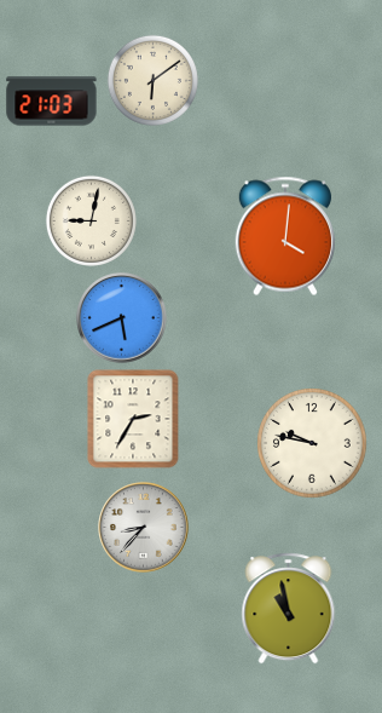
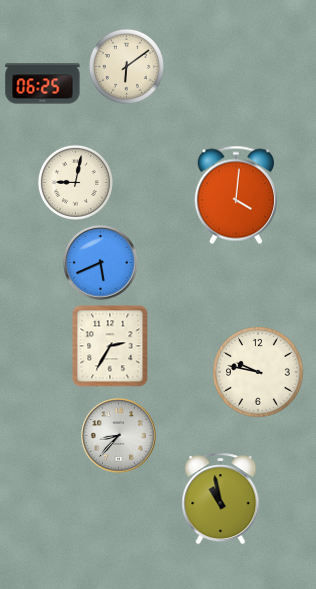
clock at (52, 102): 21:03 -> 06:25
clock at (313, 444) position: (313, 444) -> (259, 373)
clock at (289, 609) position: (289, 609) -> (221, 499)
